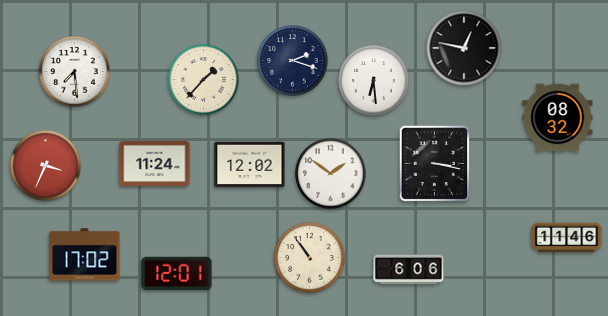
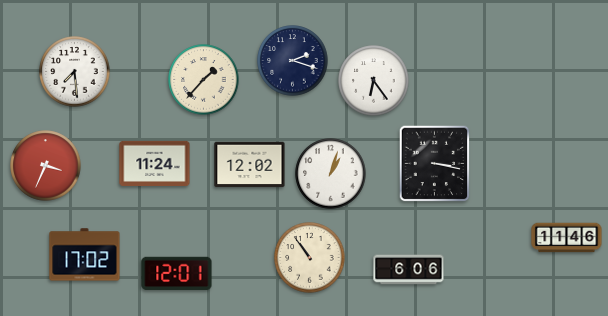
clock at (464, 48): 12:47 -> none
clock at (374, 81): 6:29 -> 6:24
clock at (558, 118): 08:32 -> none
clock at (331, 174): 1:51 -> 1:03
